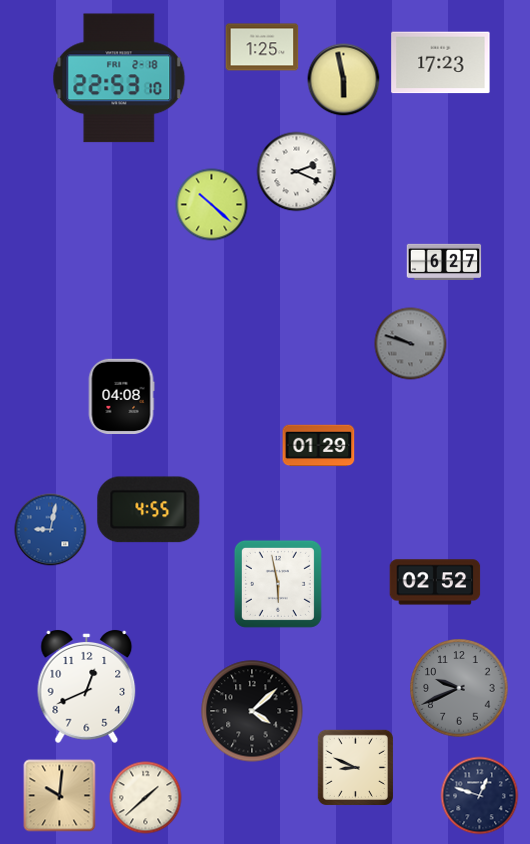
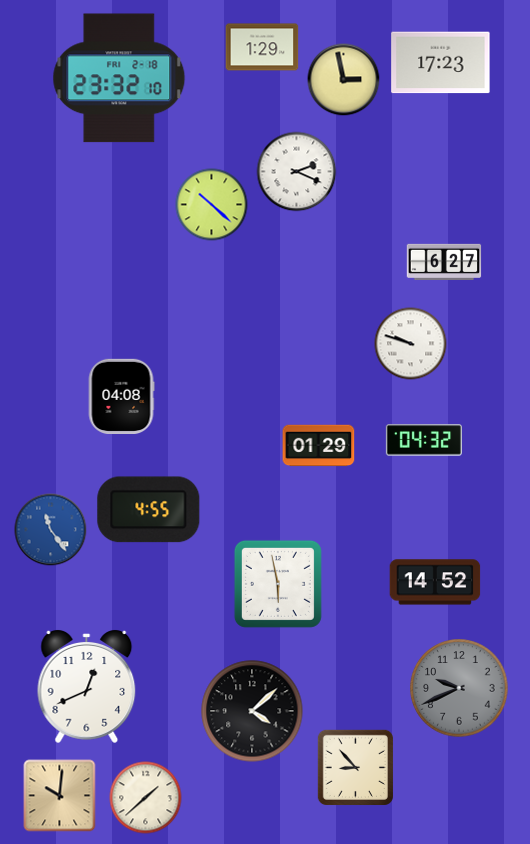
clock at (262, 47): 1:25 -> 1:29
clock at (119, 78): 22:53 -> 23:32
clock at (344, 80): 5:58 -> 2:58
clock at (411, 344) dial: grey -> white
clock at (424, 440): none -> 04:32
clock at (51, 530): 9:02 -> 11:24
clock at (435, 582): 02:52 -> 14:52
clock at (355, 767): 8:49 -> 8:53
clock at (480, 796): 12:48 -> none
